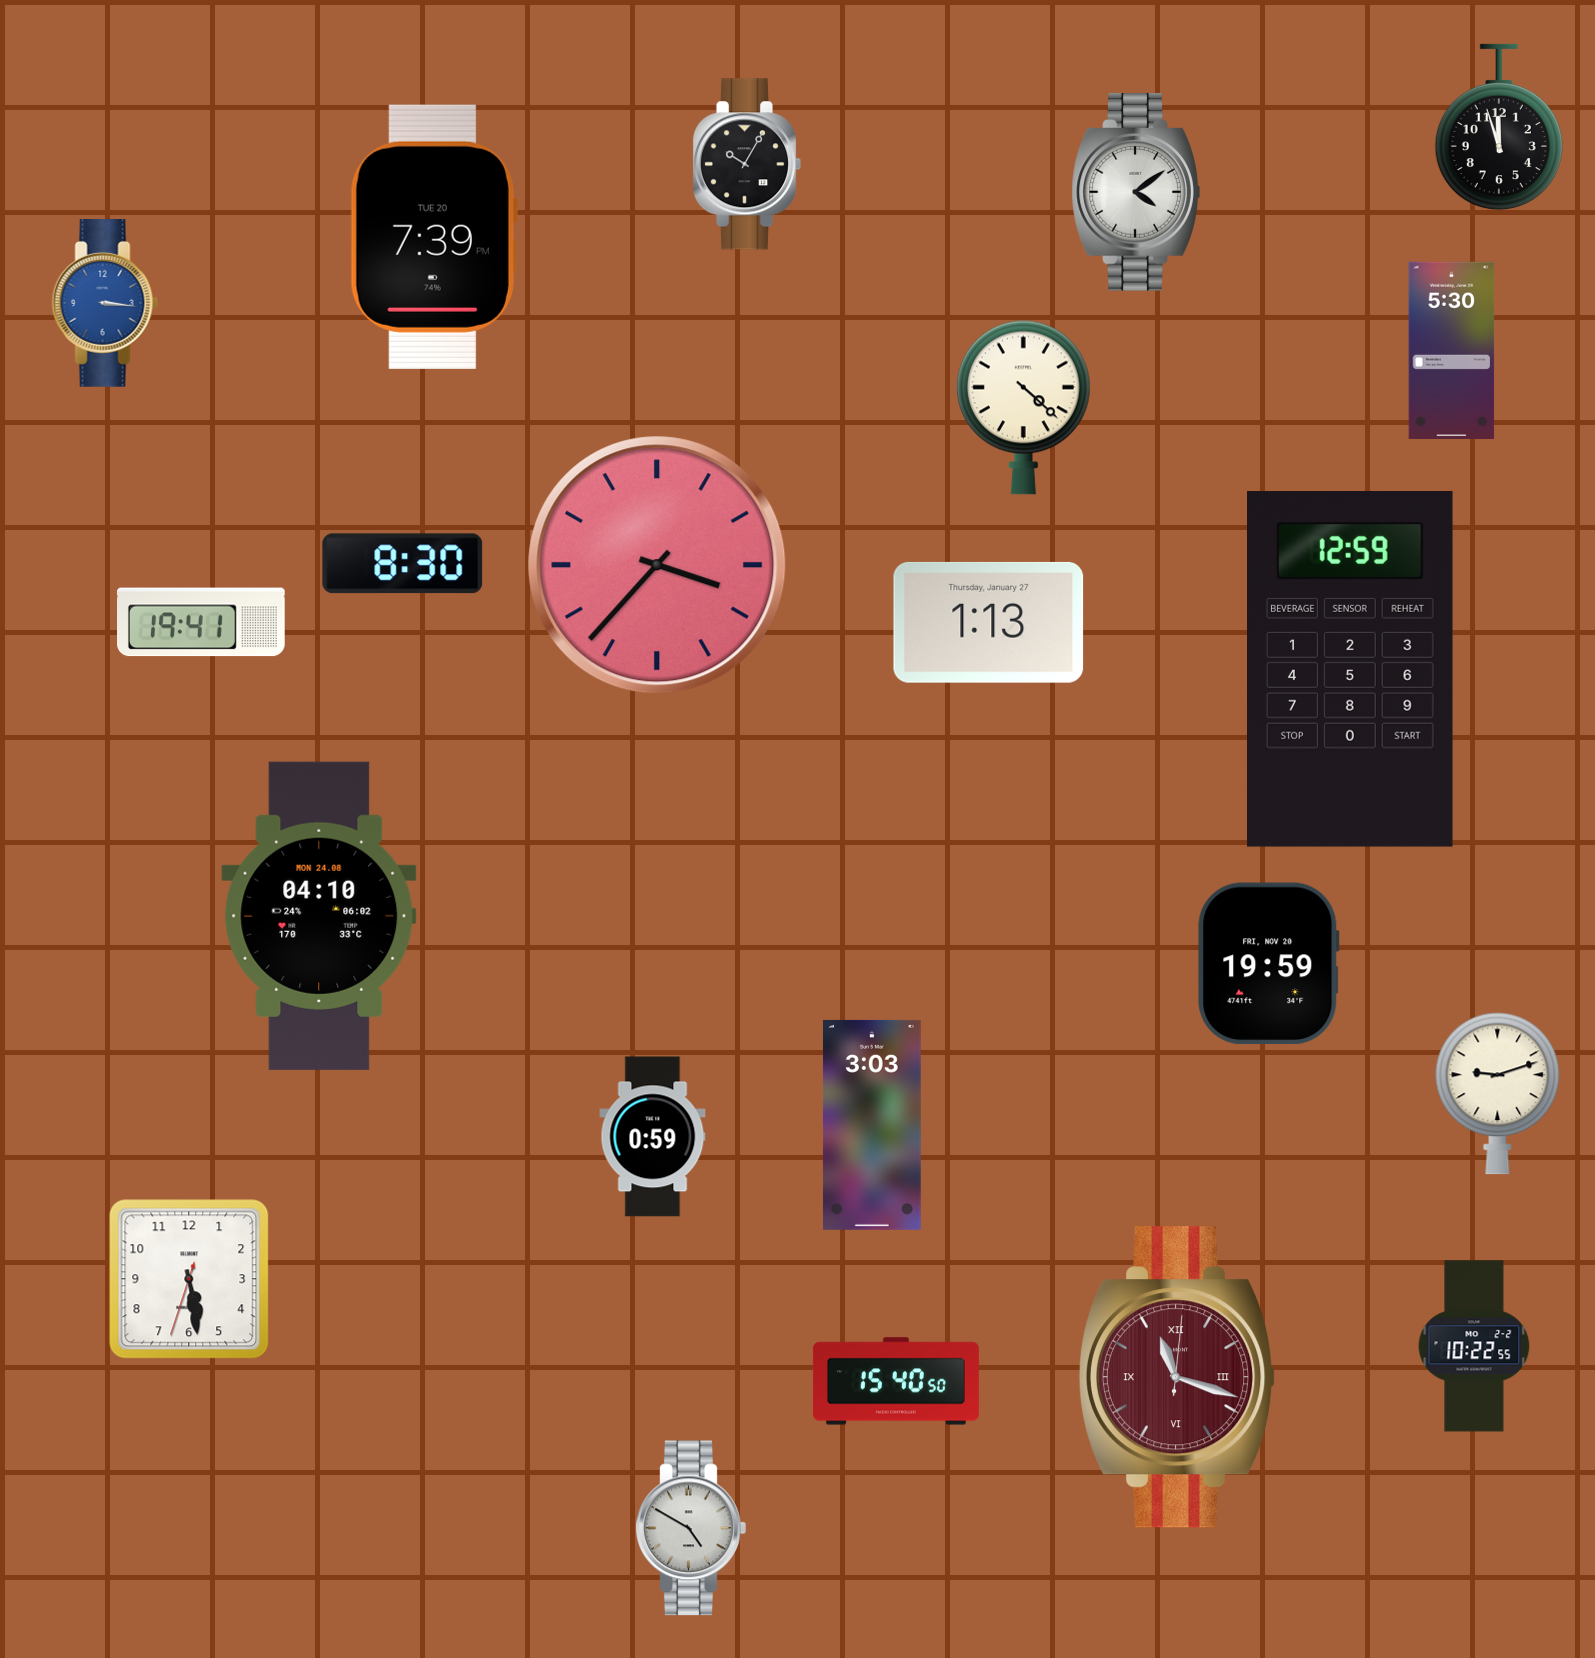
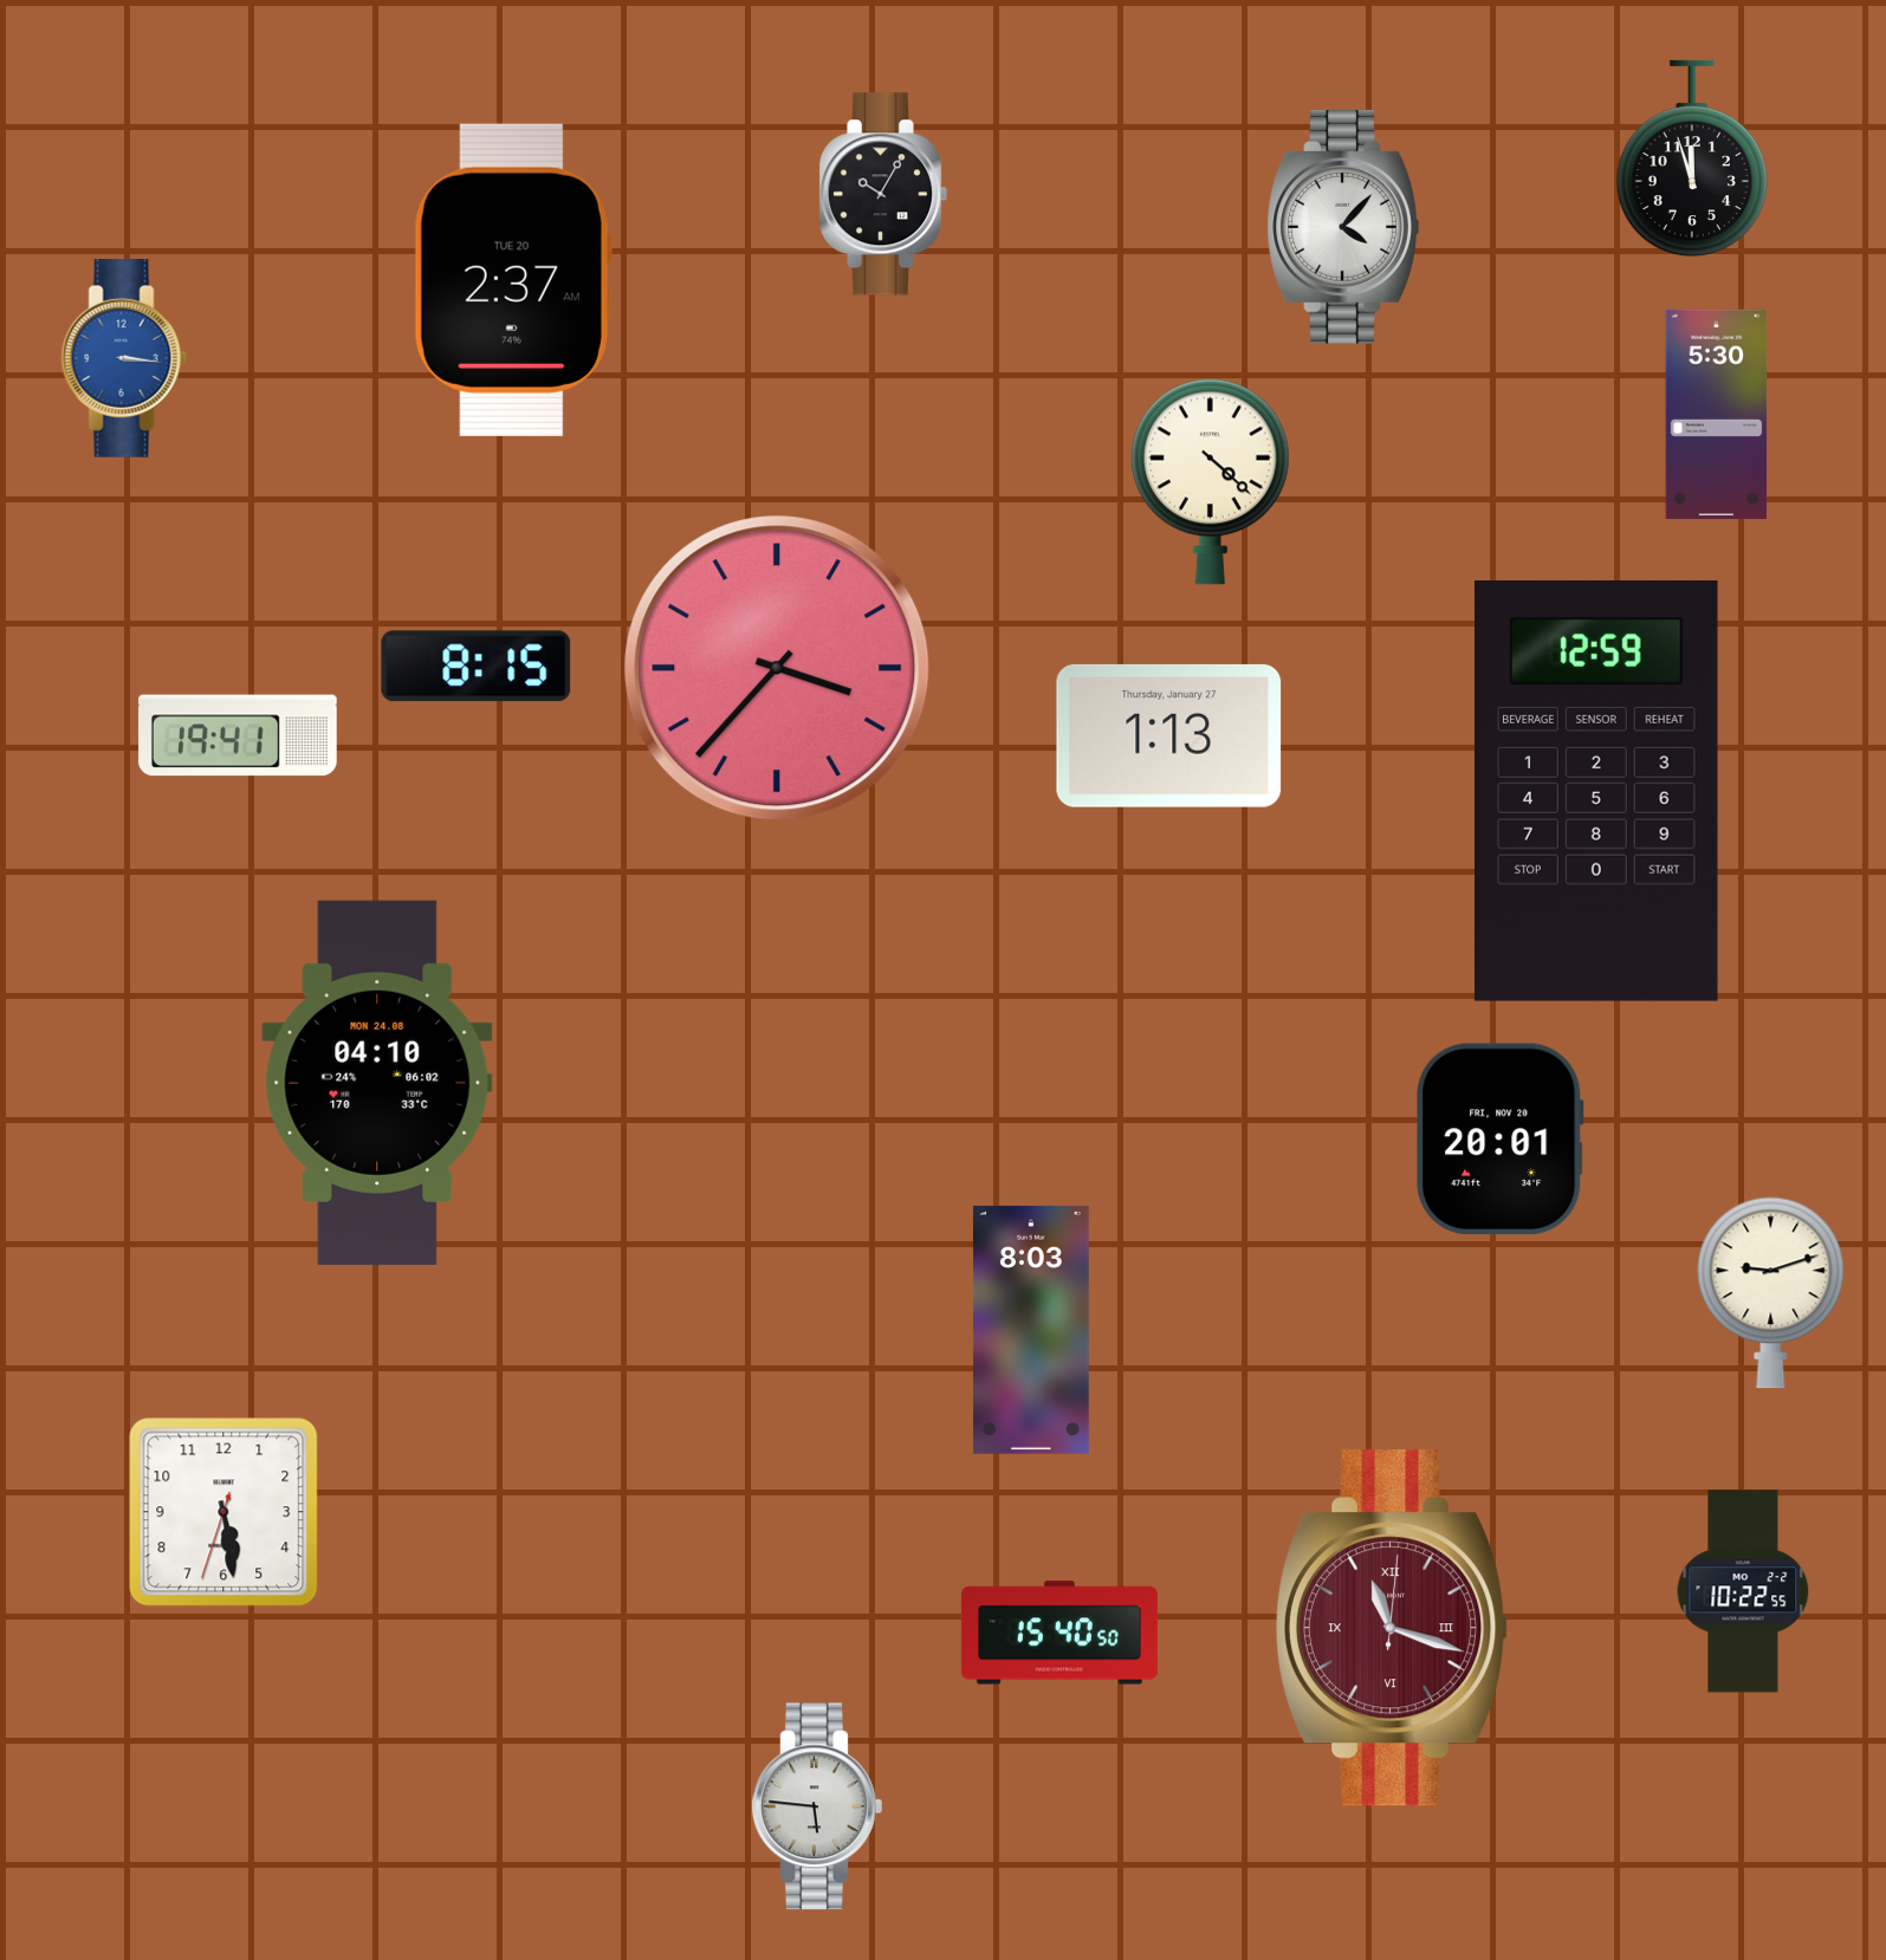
clock at (1499, 127) position: (1499, 127) -> (1692, 158)
clock at (1136, 192): 4:09 -> 4:07
clock at (433, 237): 7:39 -> 2:37
clock at (403, 564): 8:30 -> 8:15
clock at (1269, 964): 19:59 -> 20:01
clock at (872, 1125): 3:03 -> 8:03
clock at (653, 1137): 0:59 -> none
clock at (691, 1528): 4:50 -> 5:46
